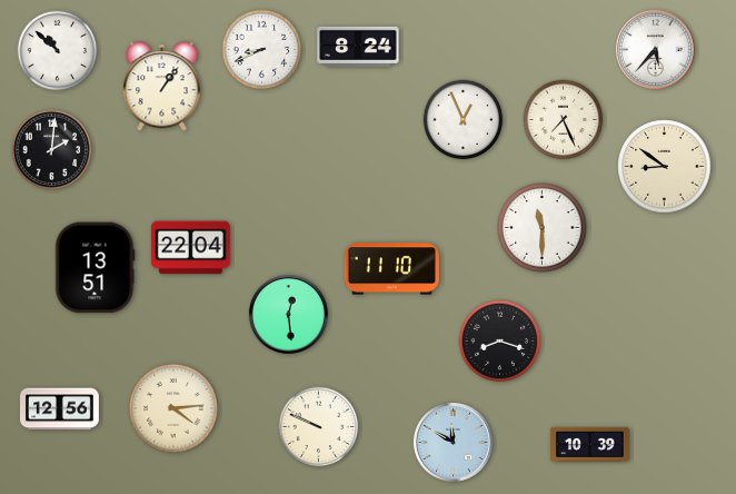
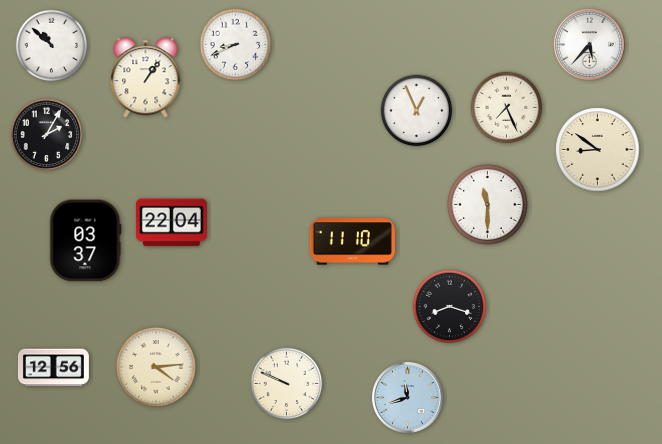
clock at (358, 47): 8:24 -> none
clock at (464, 120) position: (464, 120) -> (417, 111)
clock at (52, 150): 2:01 -> 2:05
clock at (96, 268): 13:51 -> 03:37
clock at (288, 314): 12:29 -> none
clock at (452, 442): 11:50 -> 11:42
clock at (589, 444): 10:39 -> none
